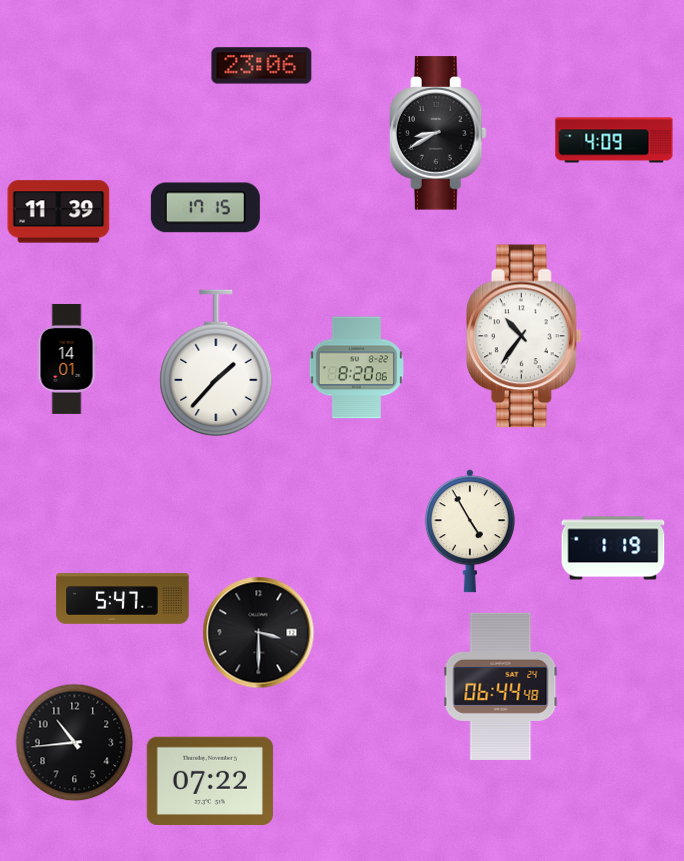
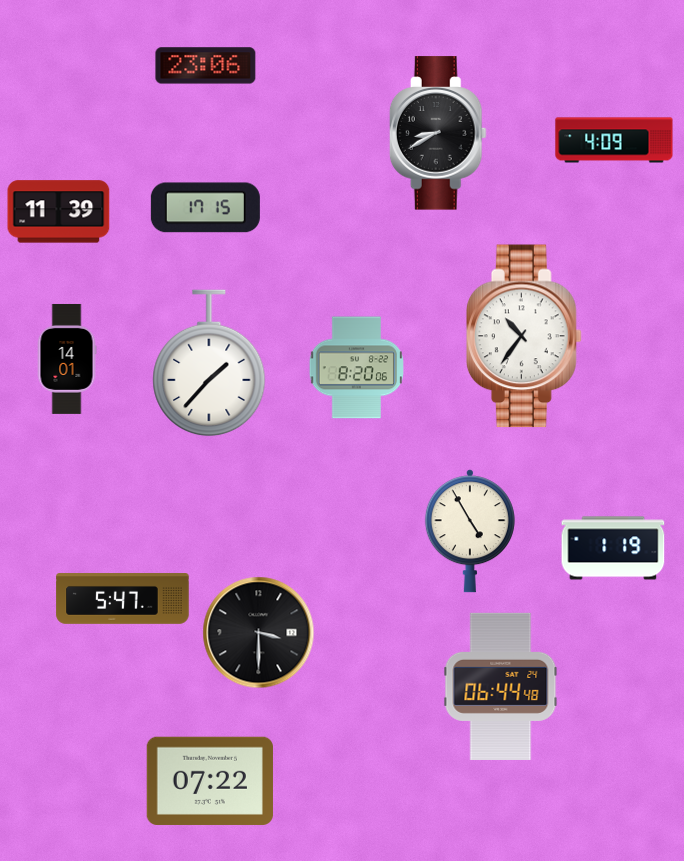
clock at (262, 66) position: (262, 66) -> (206, 66)
clock at (216, 363) position: (216, 363) -> (209, 363)
clock at (75, 743): 10:44 -> none
